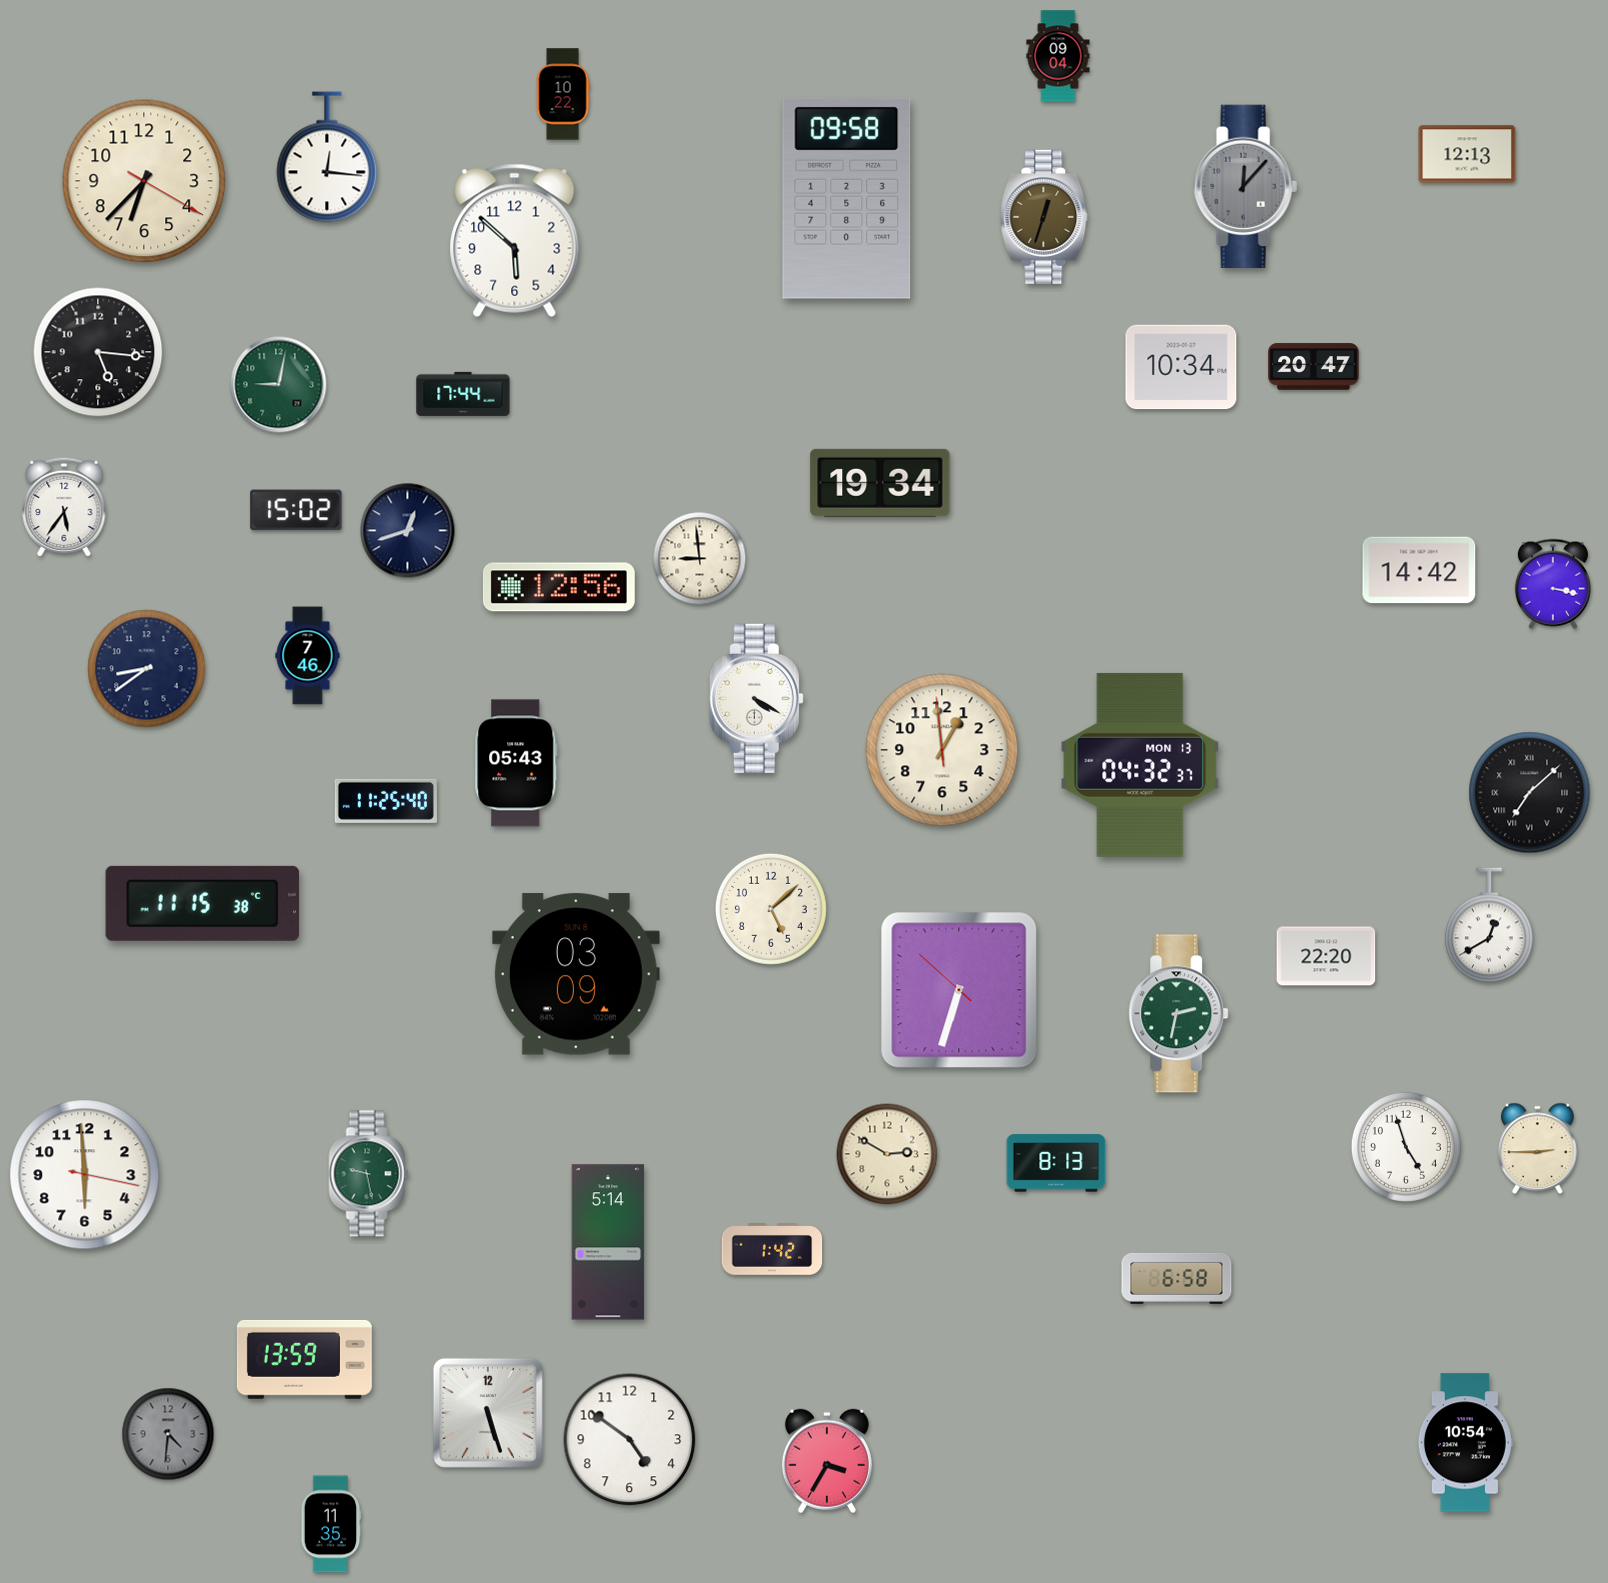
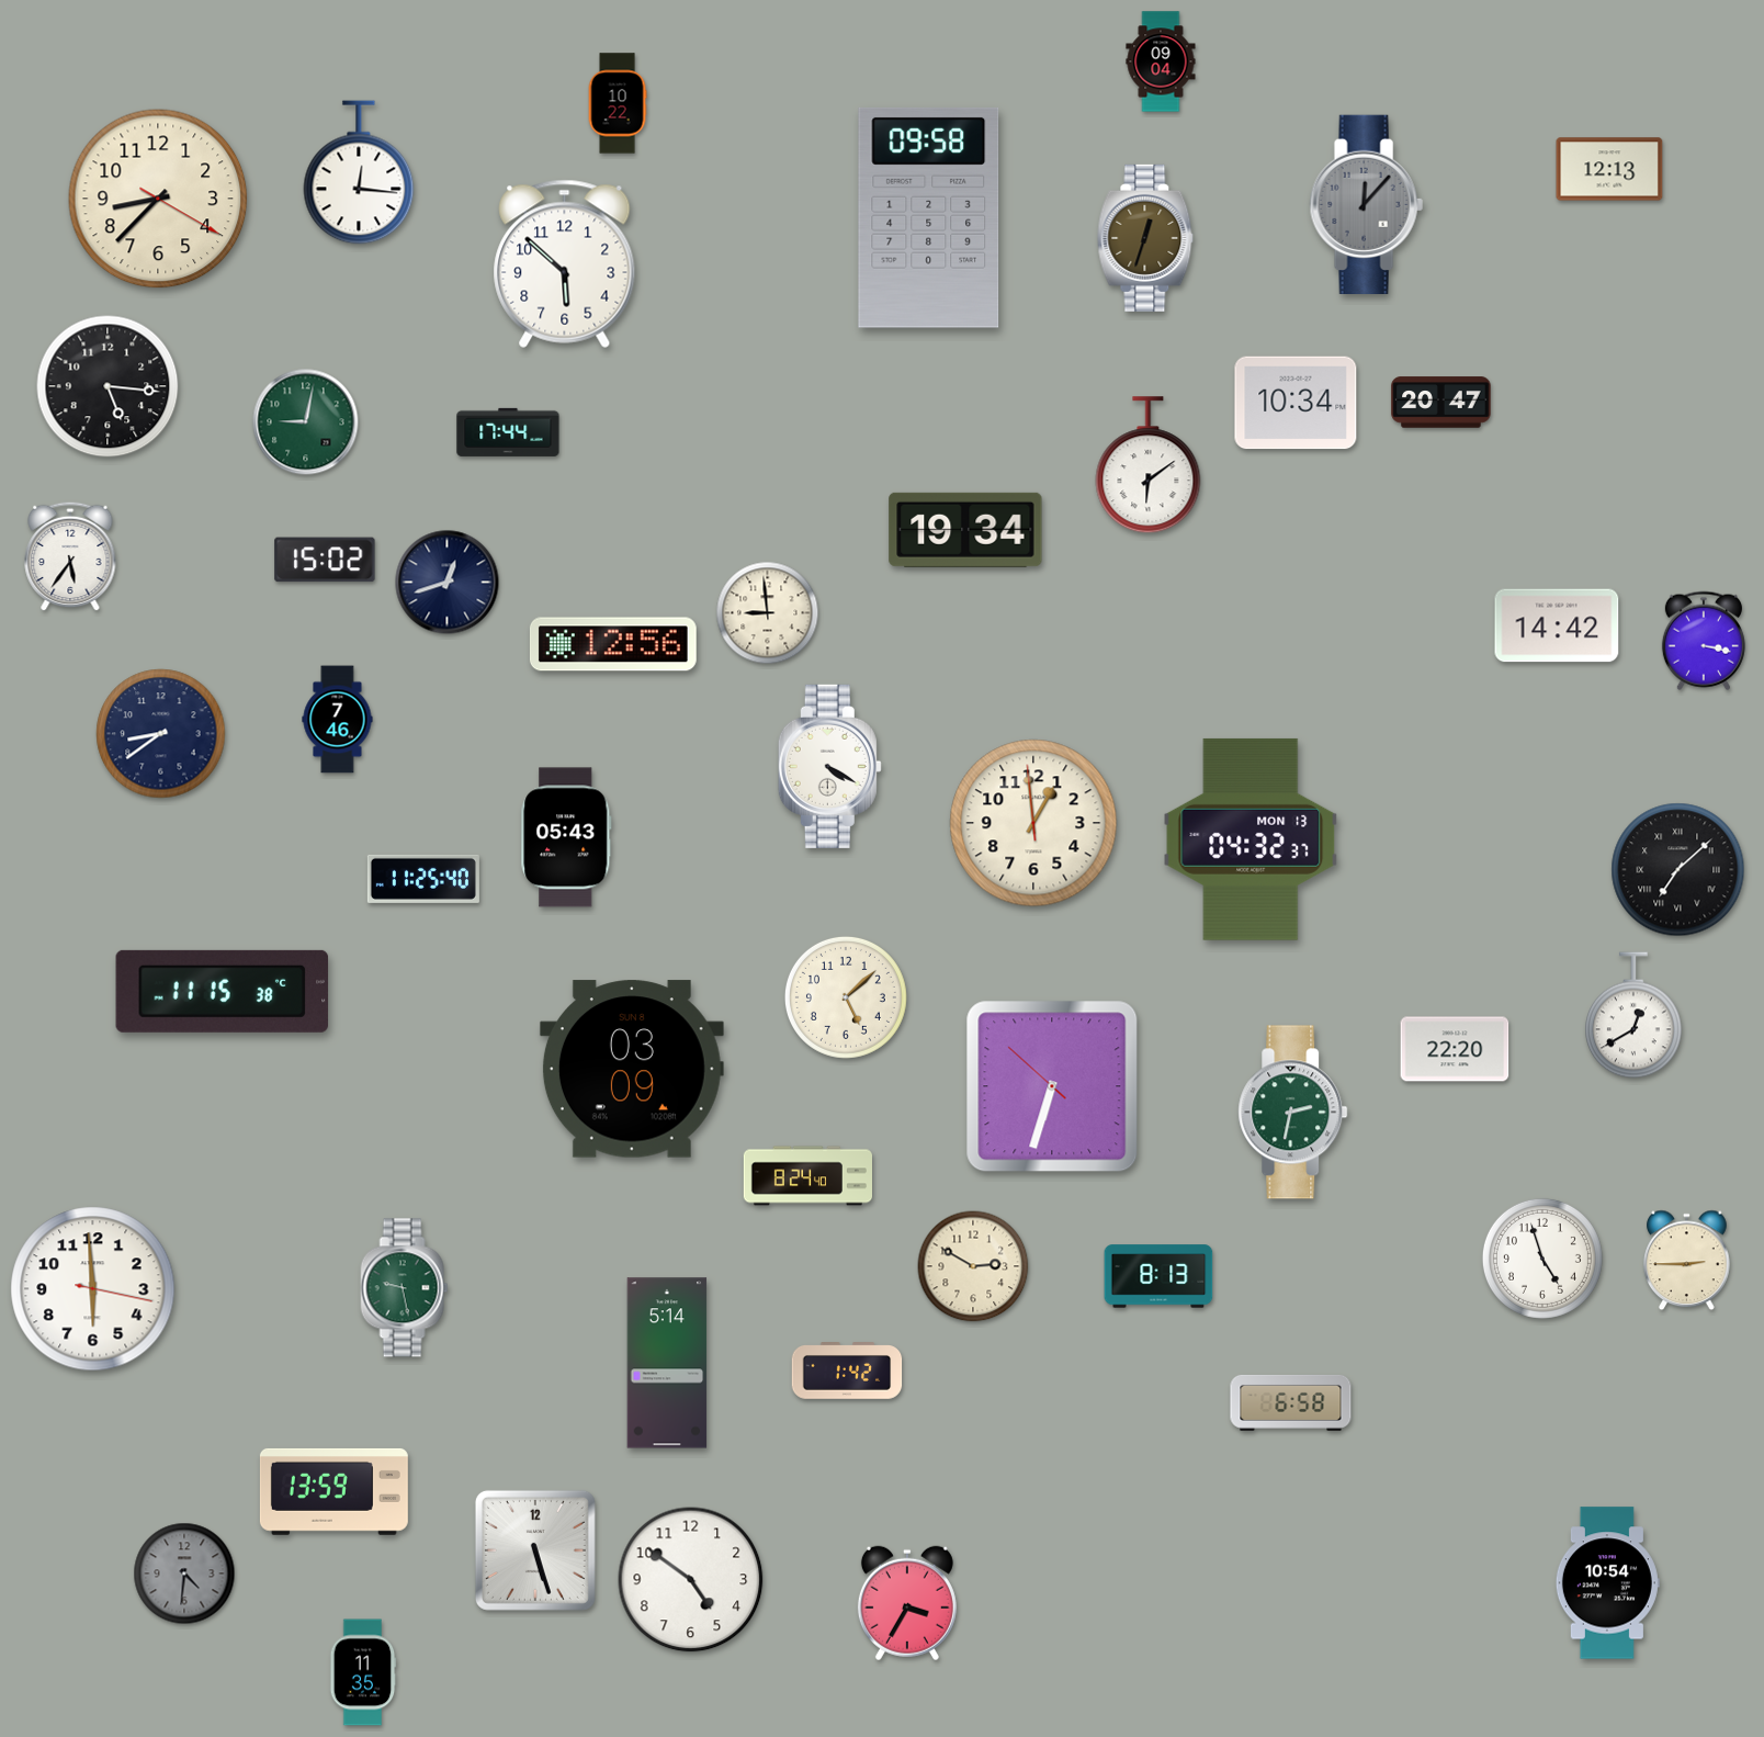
clock at (144, 181): 6:37 -> 8:37
clock at (1149, 465): none -> 6:09
clock at (807, 1176): none -> 8:24
